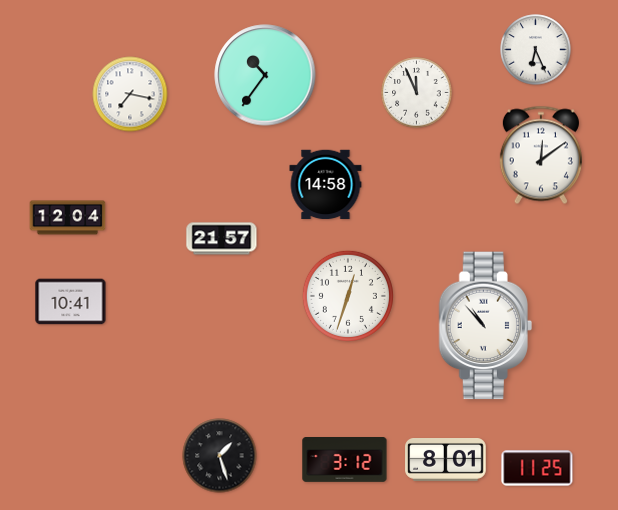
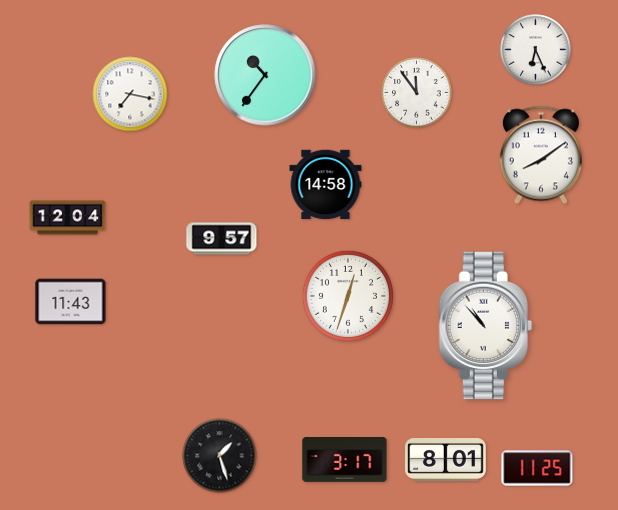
clock at (417, 93): 11:56 -> 11:54
clock at (541, 155): 12:09 -> 8:09
clock at (222, 239): 21:57 -> 9:57
clock at (71, 302): 10:41 -> 11:43
clock at (345, 460): 3:12 -> 3:17
